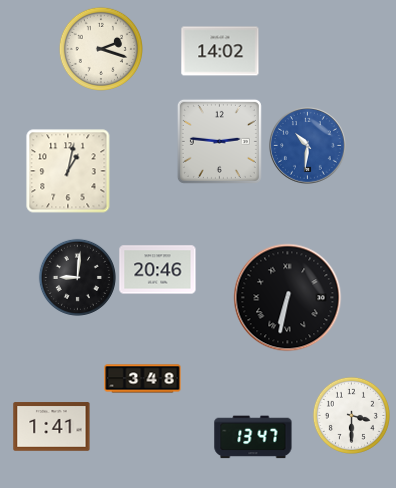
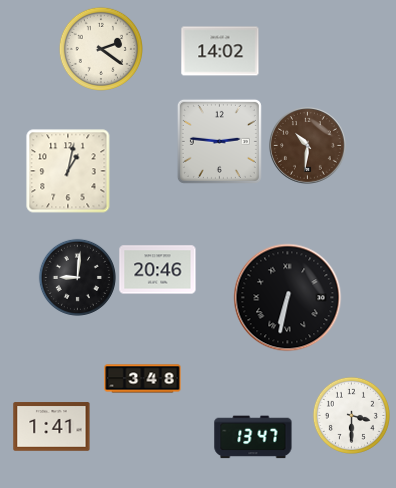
clock at (100, 48): 2:18 -> 2:21
clock at (308, 146) dial: blue -> brown
